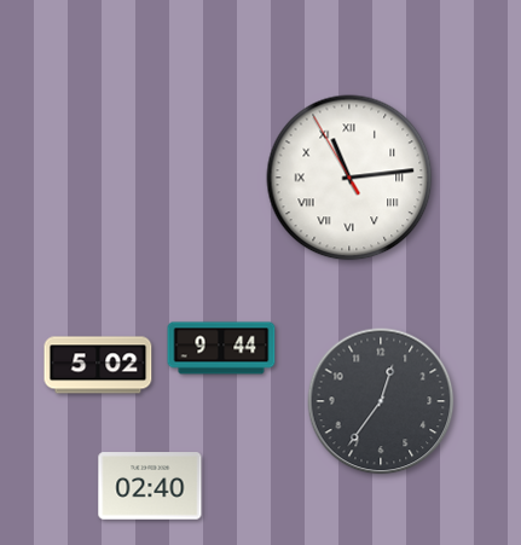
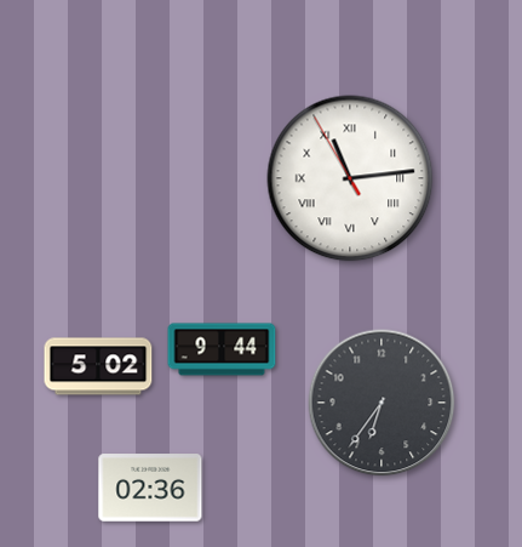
clock at (381, 401): 12:36 -> 6:36
clock at (150, 486): 02:40 -> 02:36
